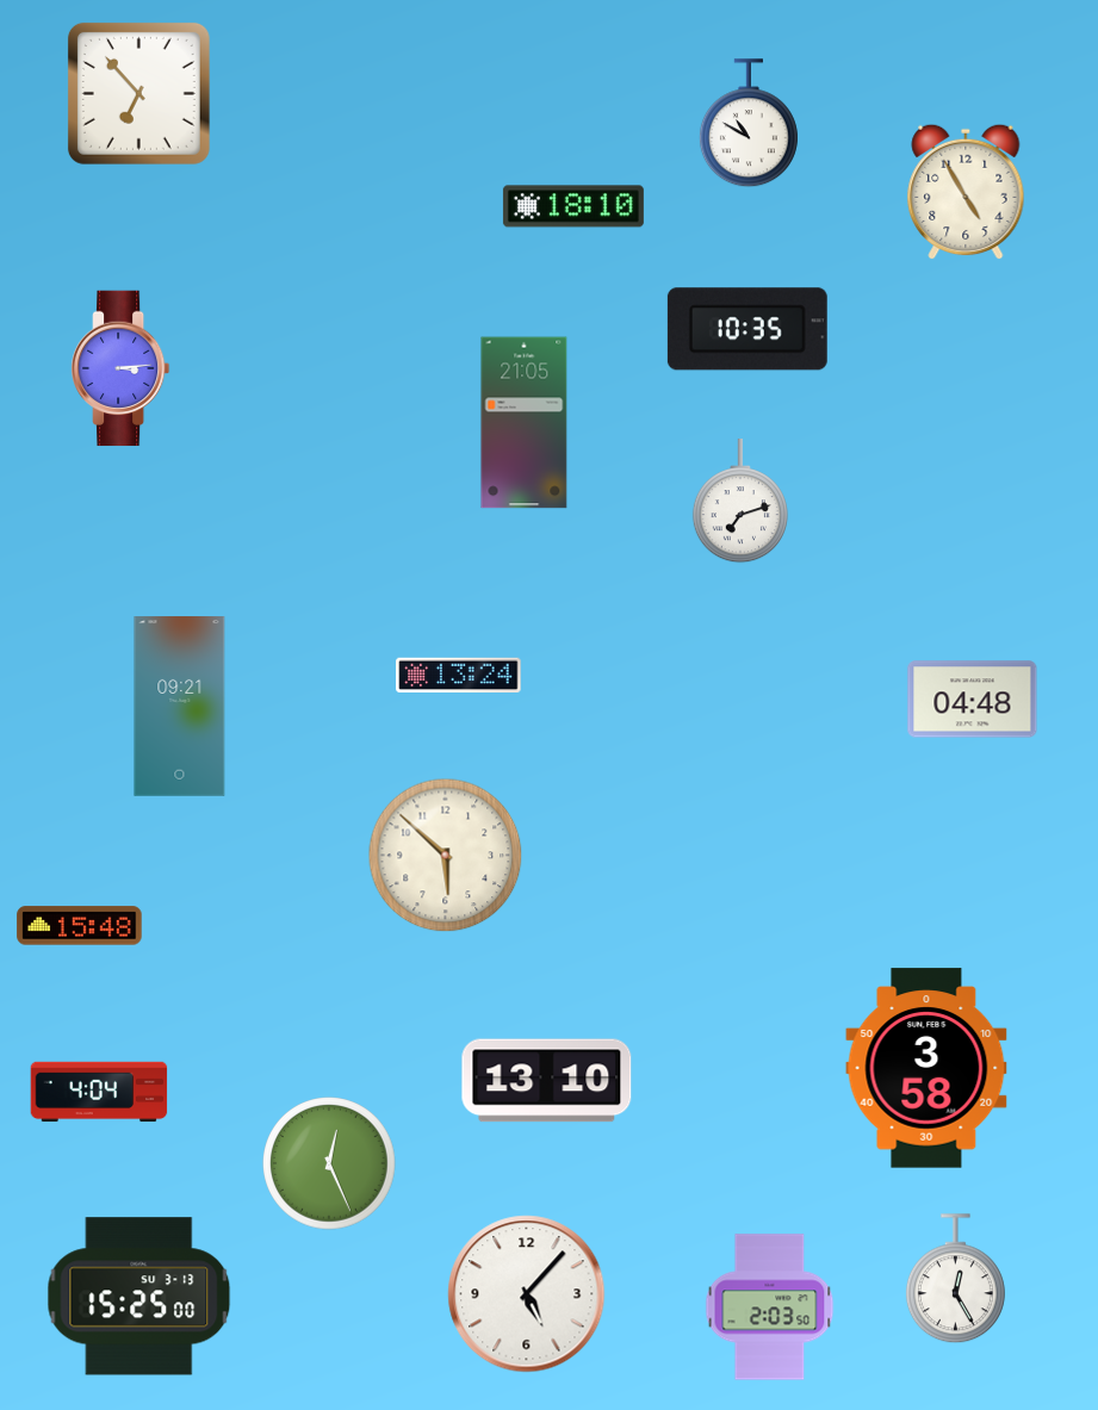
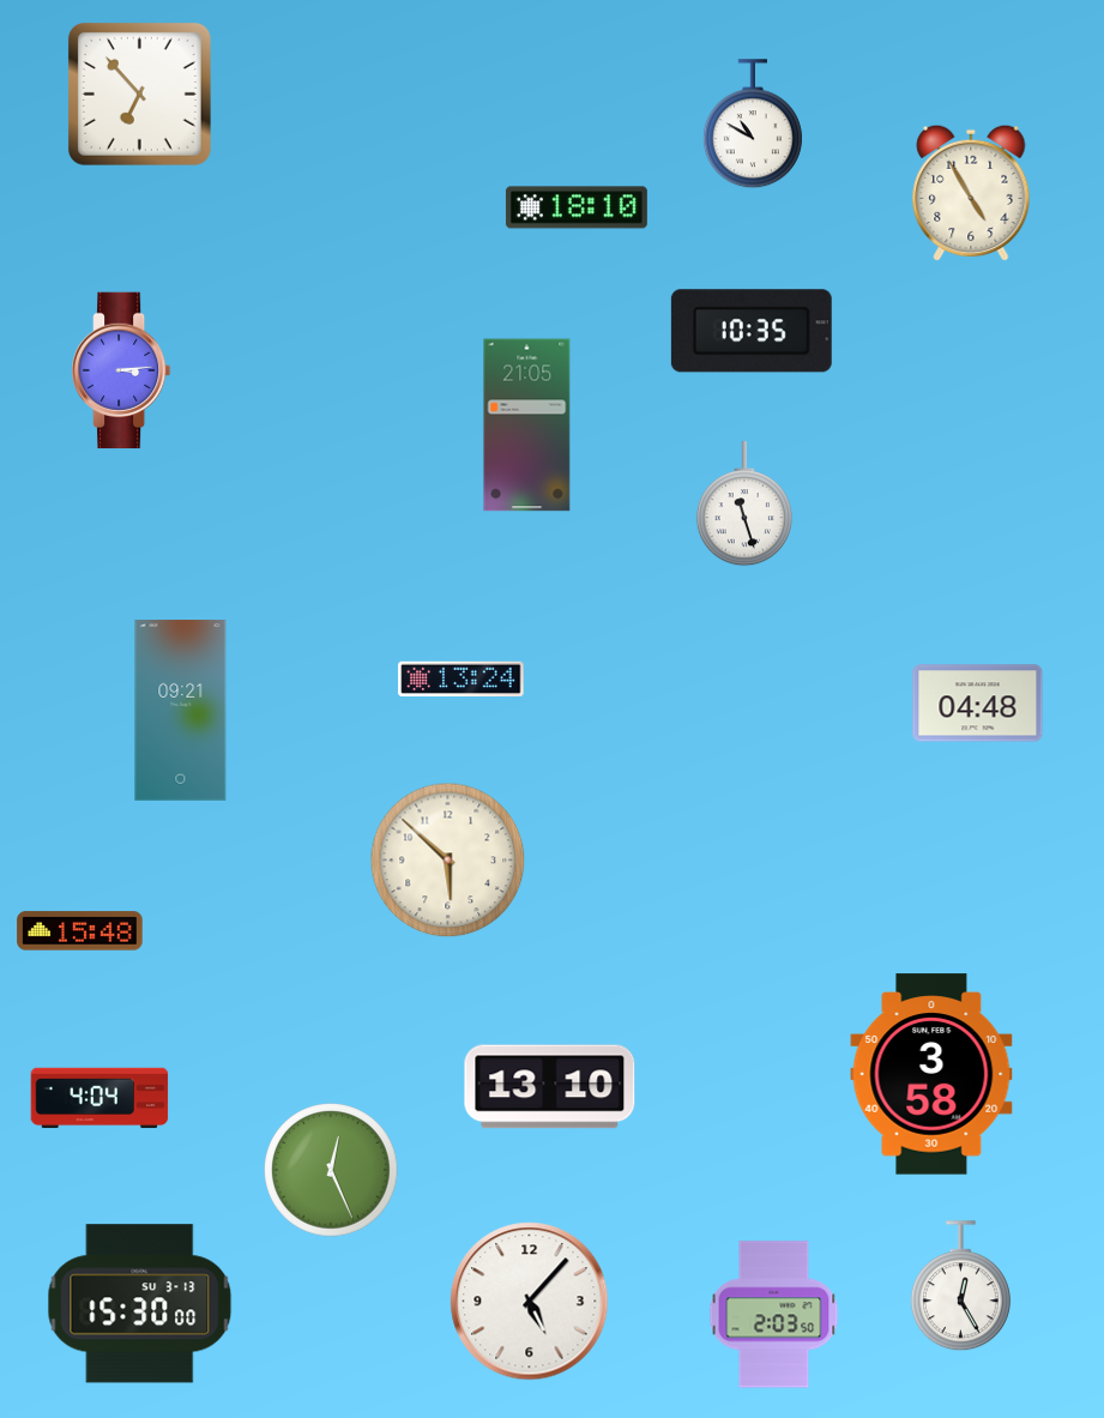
clock at (740, 502): 7:12 -> 11:27
clock at (139, 1297): 15:25 -> 15:30
